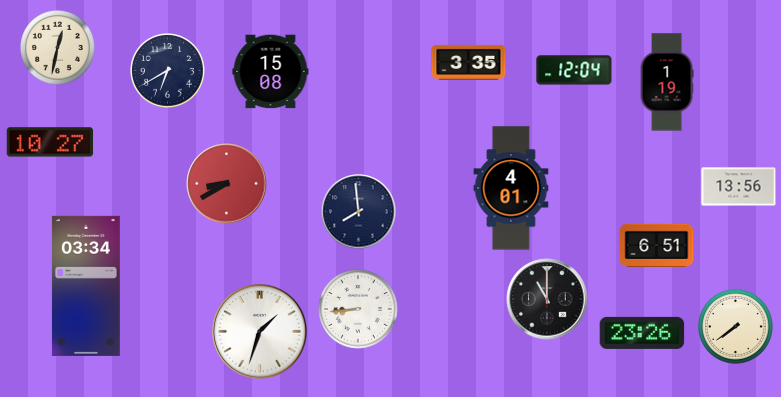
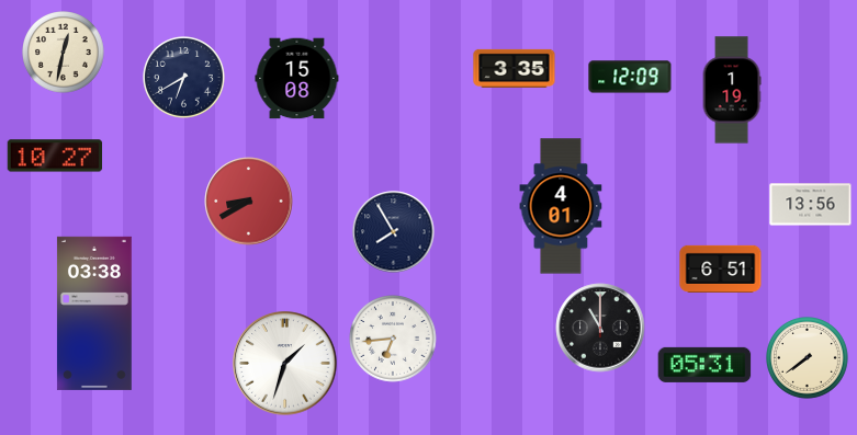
clock at (574, 70): 12:04 -> 12:09
clock at (359, 212): 7:59 -> 7:55
clock at (86, 286): 03:34 -> 03:38
clock at (358, 309): 8:44 -> 6:44
clock at (642, 333): 23:26 -> 05:31
